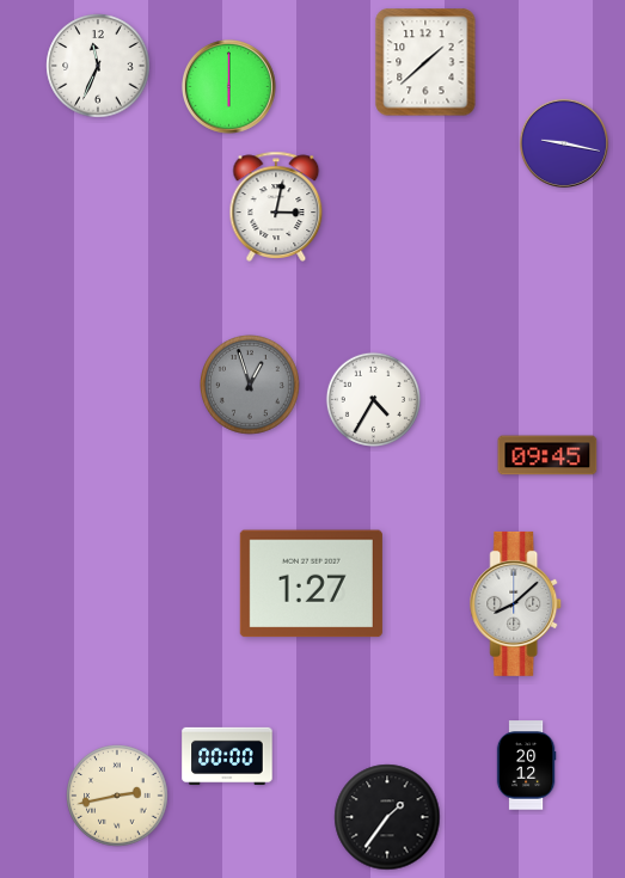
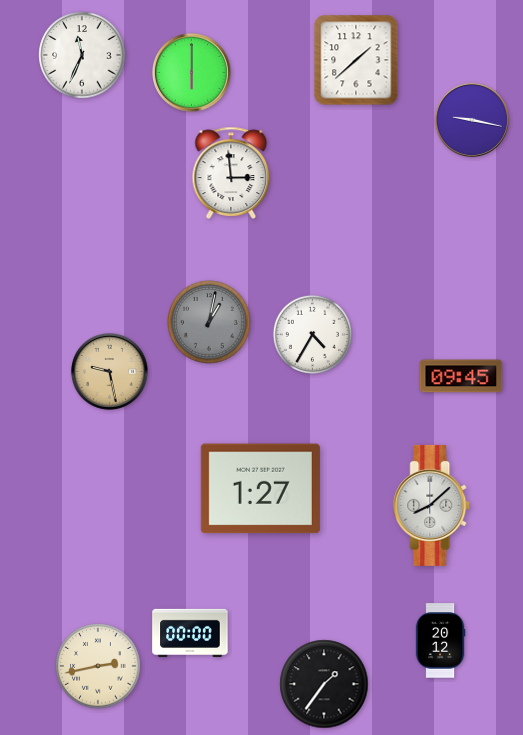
clock at (425, 62) position: (425, 62) -> (356, 60)
clock at (276, 207): 3:02 -> 2:59
clock at (251, 386): 12:57 -> 1:02
clock at (109, 371): none -> 9:28
clock at (547, 455) position: (547, 455) -> (461, 376)
